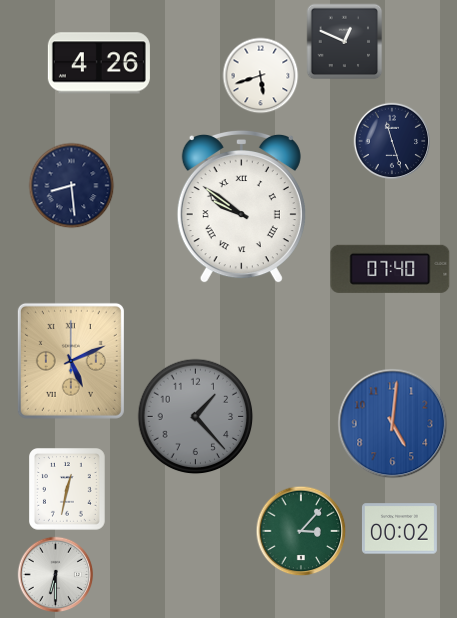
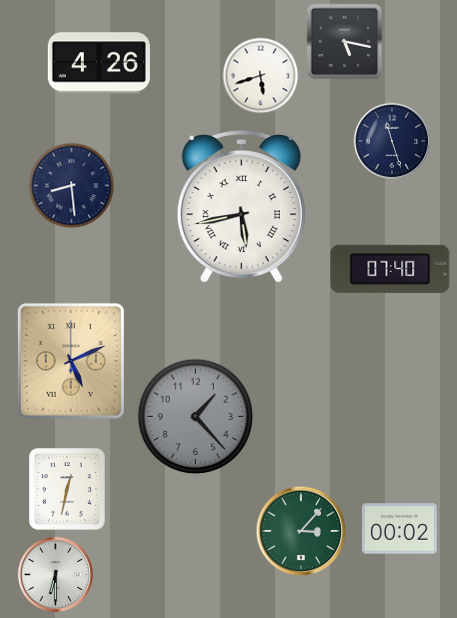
clock at (345, 42): 12:49 -> 5:17
clock at (241, 207): 9:51 -> 5:43
clock at (393, 424): 5:01 -> none
